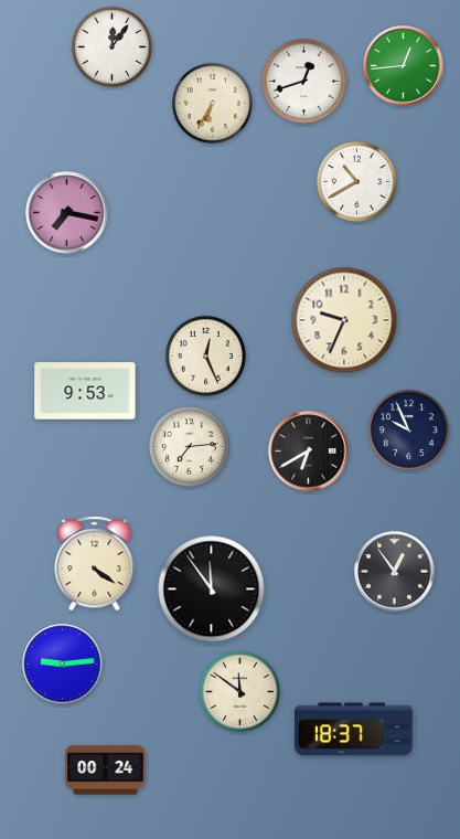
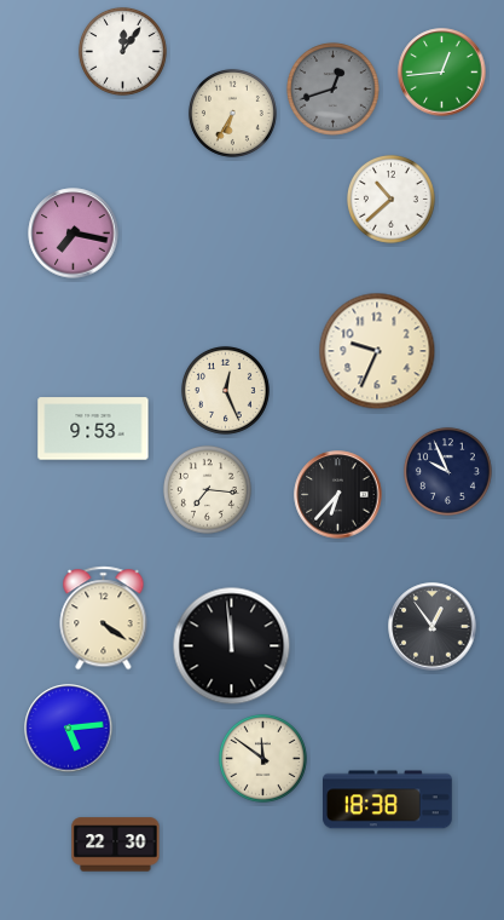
clock at (304, 82) dial: white -> grey
clock at (356, 181): 10:40 -> 10:38
clock at (189, 446): 7:14 -> 7:16
clock at (309, 452): 6:40 -> 6:37
clock at (212, 590): 11:54 -> 11:59
clock at (63, 665): 9:14 -> 5:14
clock at (354, 730): 18:37 -> 18:38
clock at (106, 771): 00:24 -> 22:30
